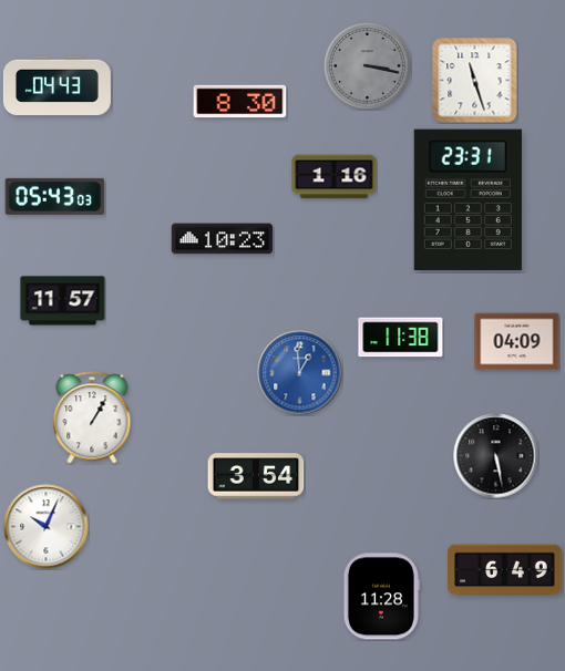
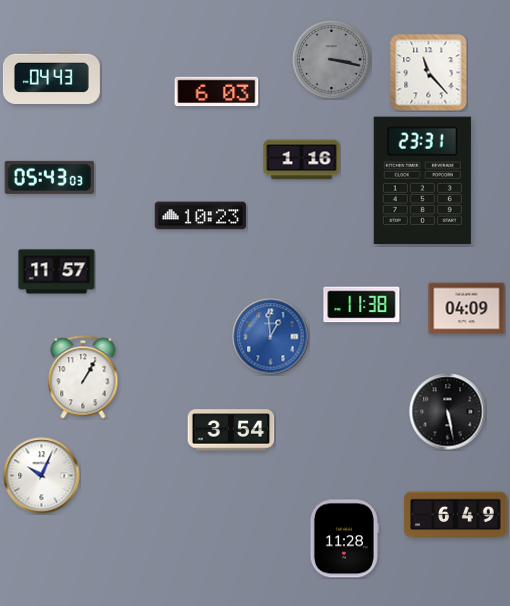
clock at (475, 81): 11:27 -> 11:23
clock at (240, 102): 8:30 -> 6:03
